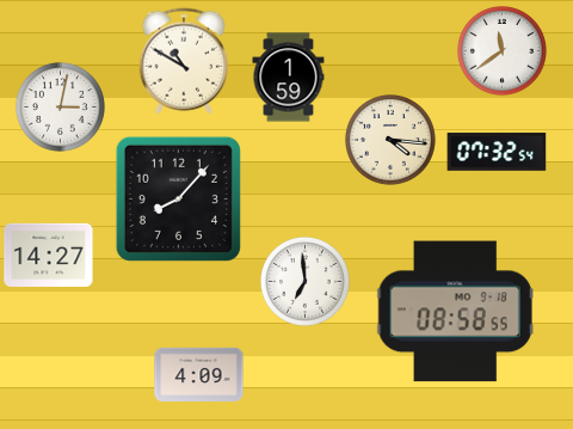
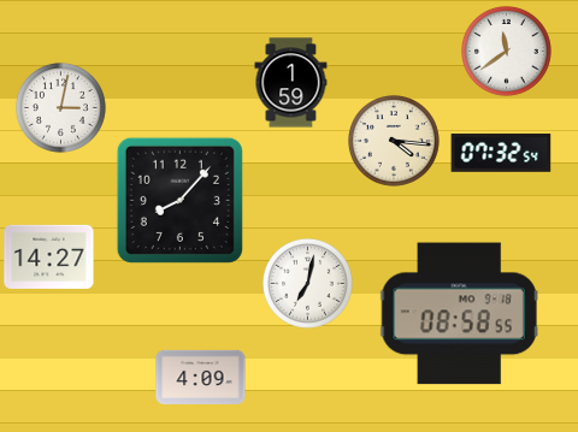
clock at (183, 61): 10:50 -> none
clock at (289, 78) position: (289, 78) -> (291, 83)
clock at (306, 282): 6:59 -> 7:02
